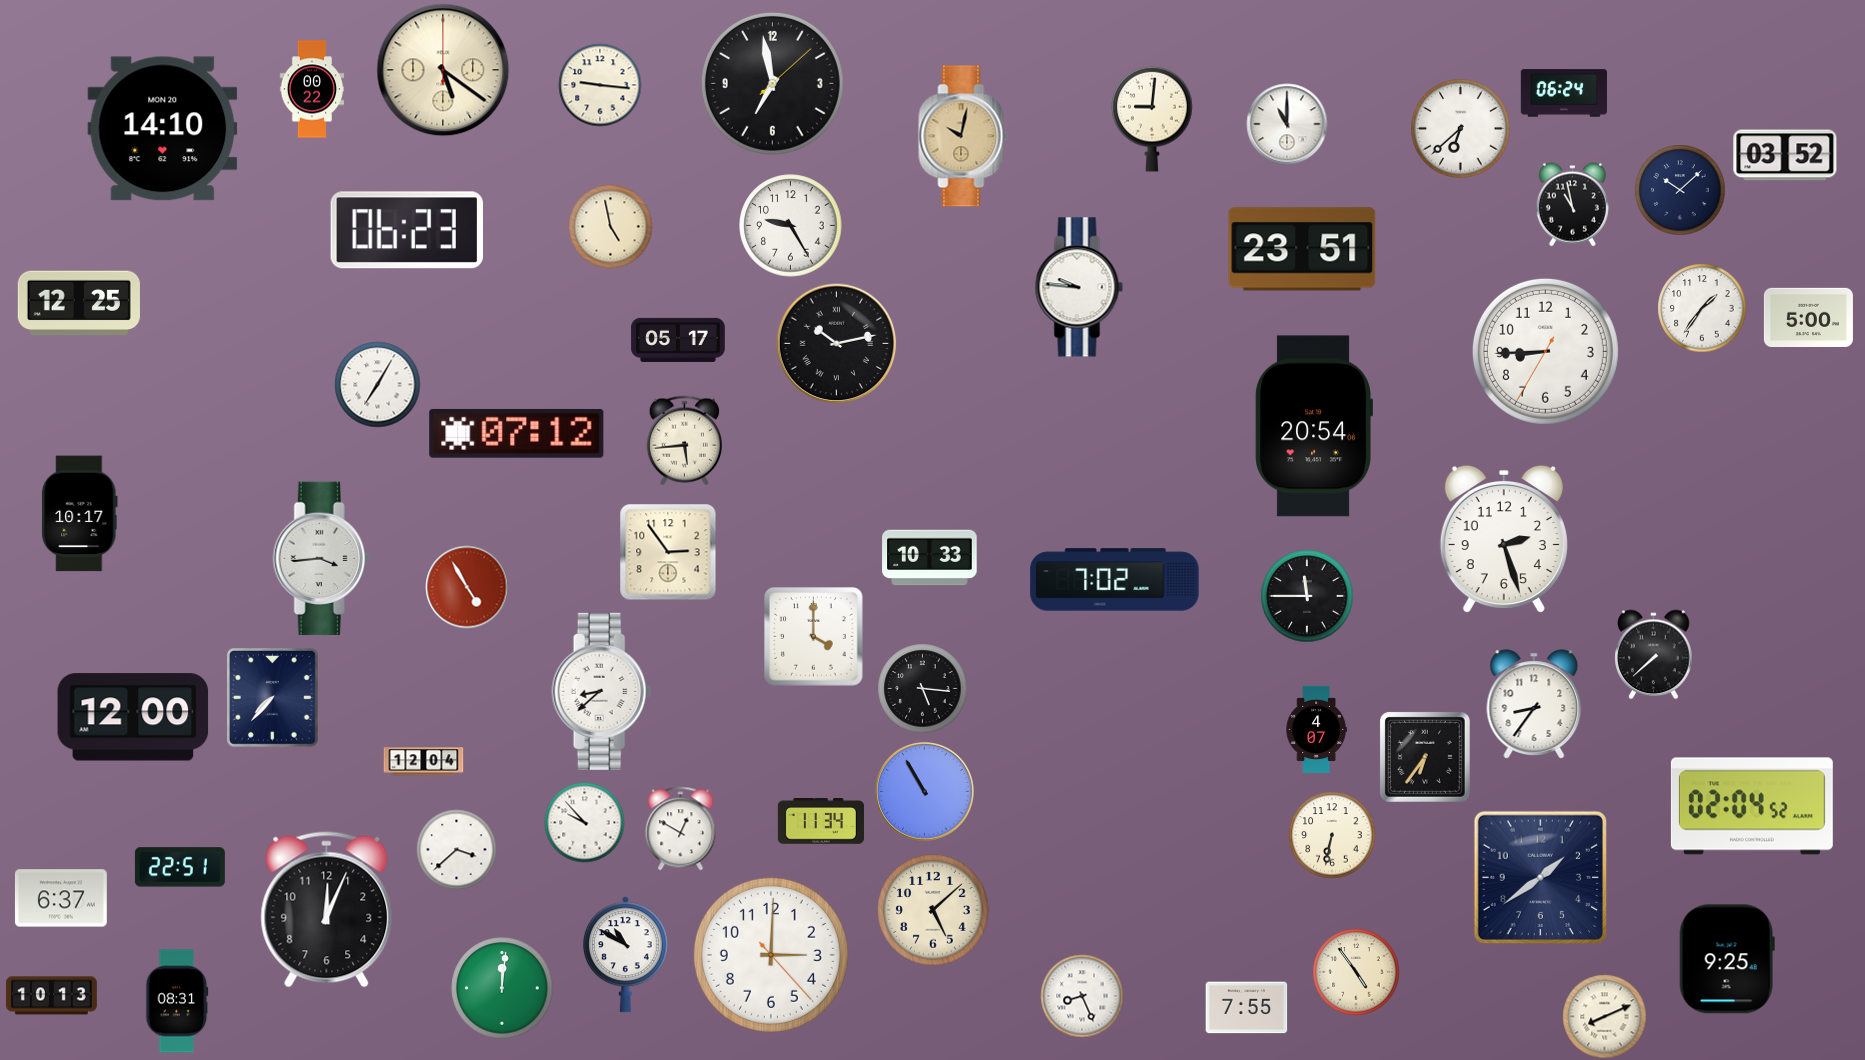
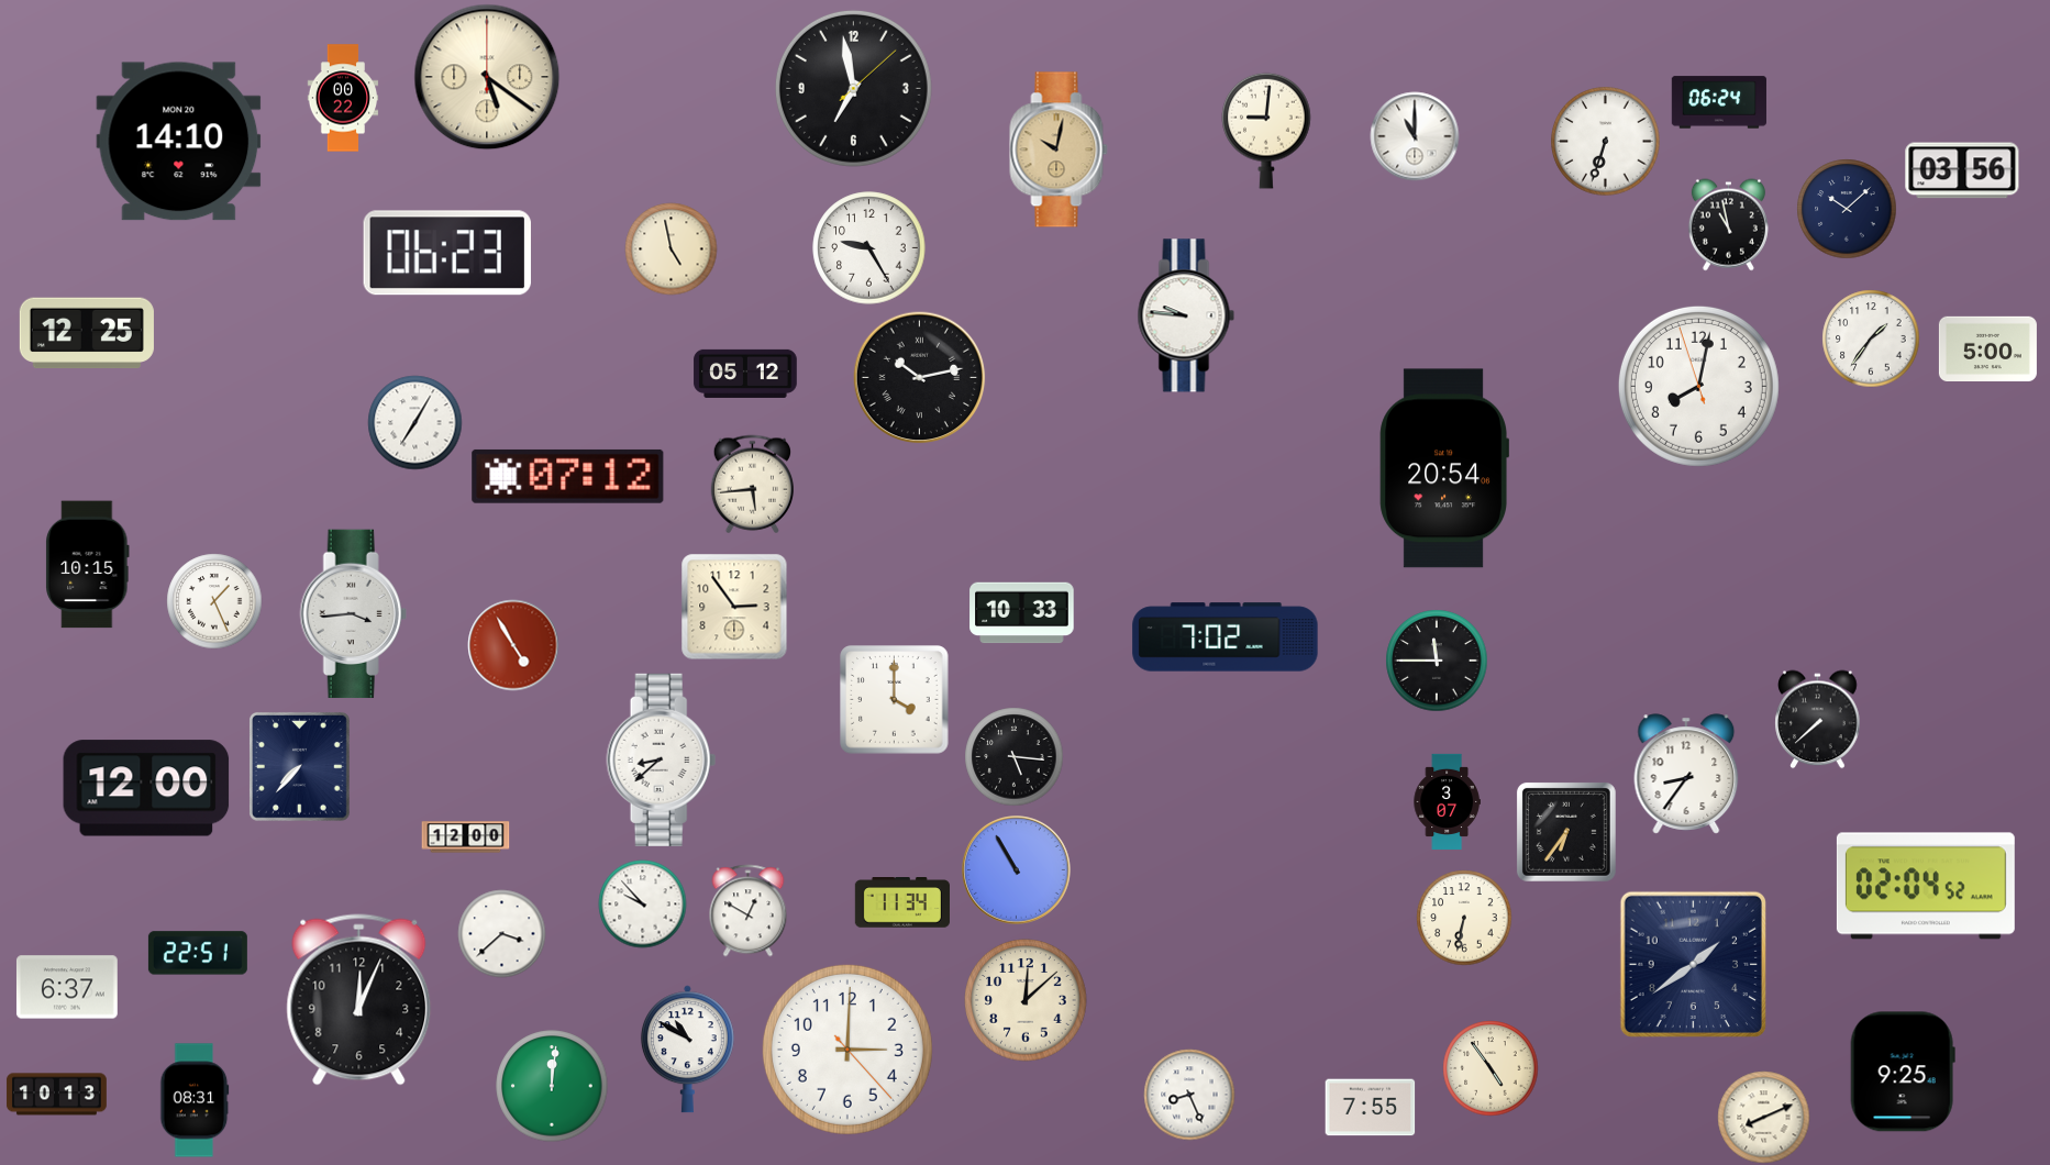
clock at (772, 83) position: (772, 83) -> (853, 88)
clock at (600, 85): 9:16 -> none
clock at (1461, 129): 6:38 -> 6:33
clock at (1785, 155): 03:52 -> 03:56
clock at (1302, 249): 23:51 -> none
clock at (678, 340): 05:17 -> 05:12
clock at (1545, 351): 8:44 -> 8:01
clock at (80, 514): 10:17 -> 10:15
clock at (1504, 539): 2:27 -> none
clock at (214, 601): none -> 1:26
clock at (1307, 596) position: (1307, 596) -> (1437, 661)
clock at (1316, 729): 4:07 -> 3:07
clock at (424, 762): 12:04 -> 12:00
clock at (933, 910): 5:08 -> 12:08
clock at (1727, 959) position: (1727, 959) -> (1903, 1072)
